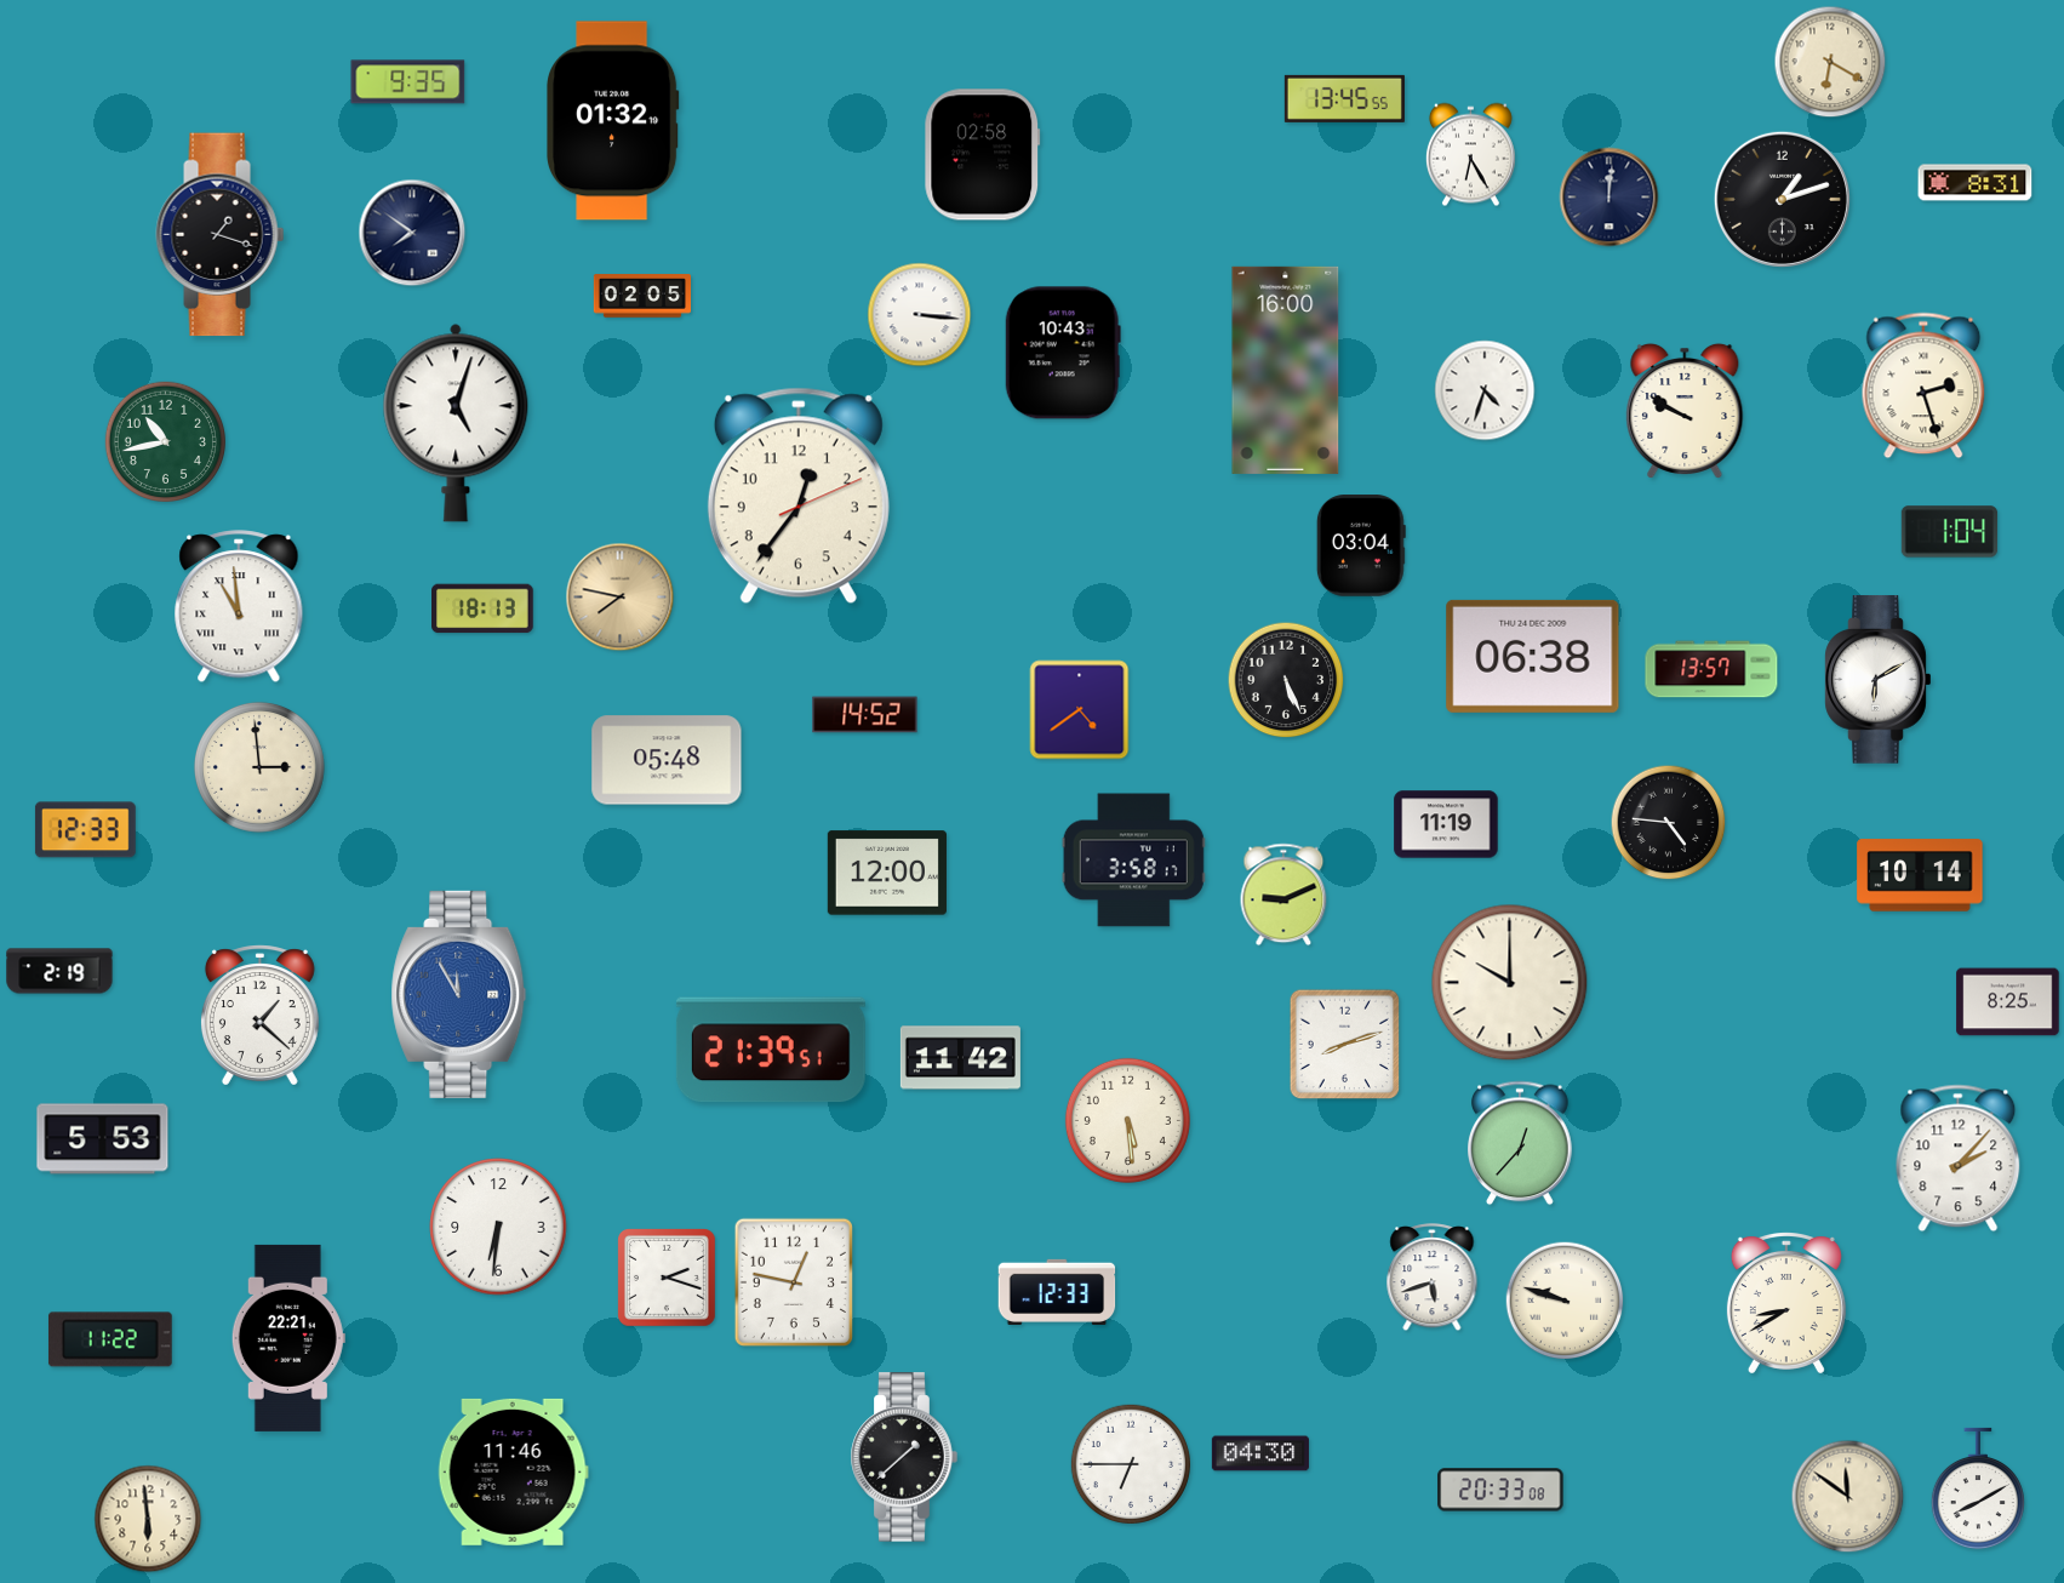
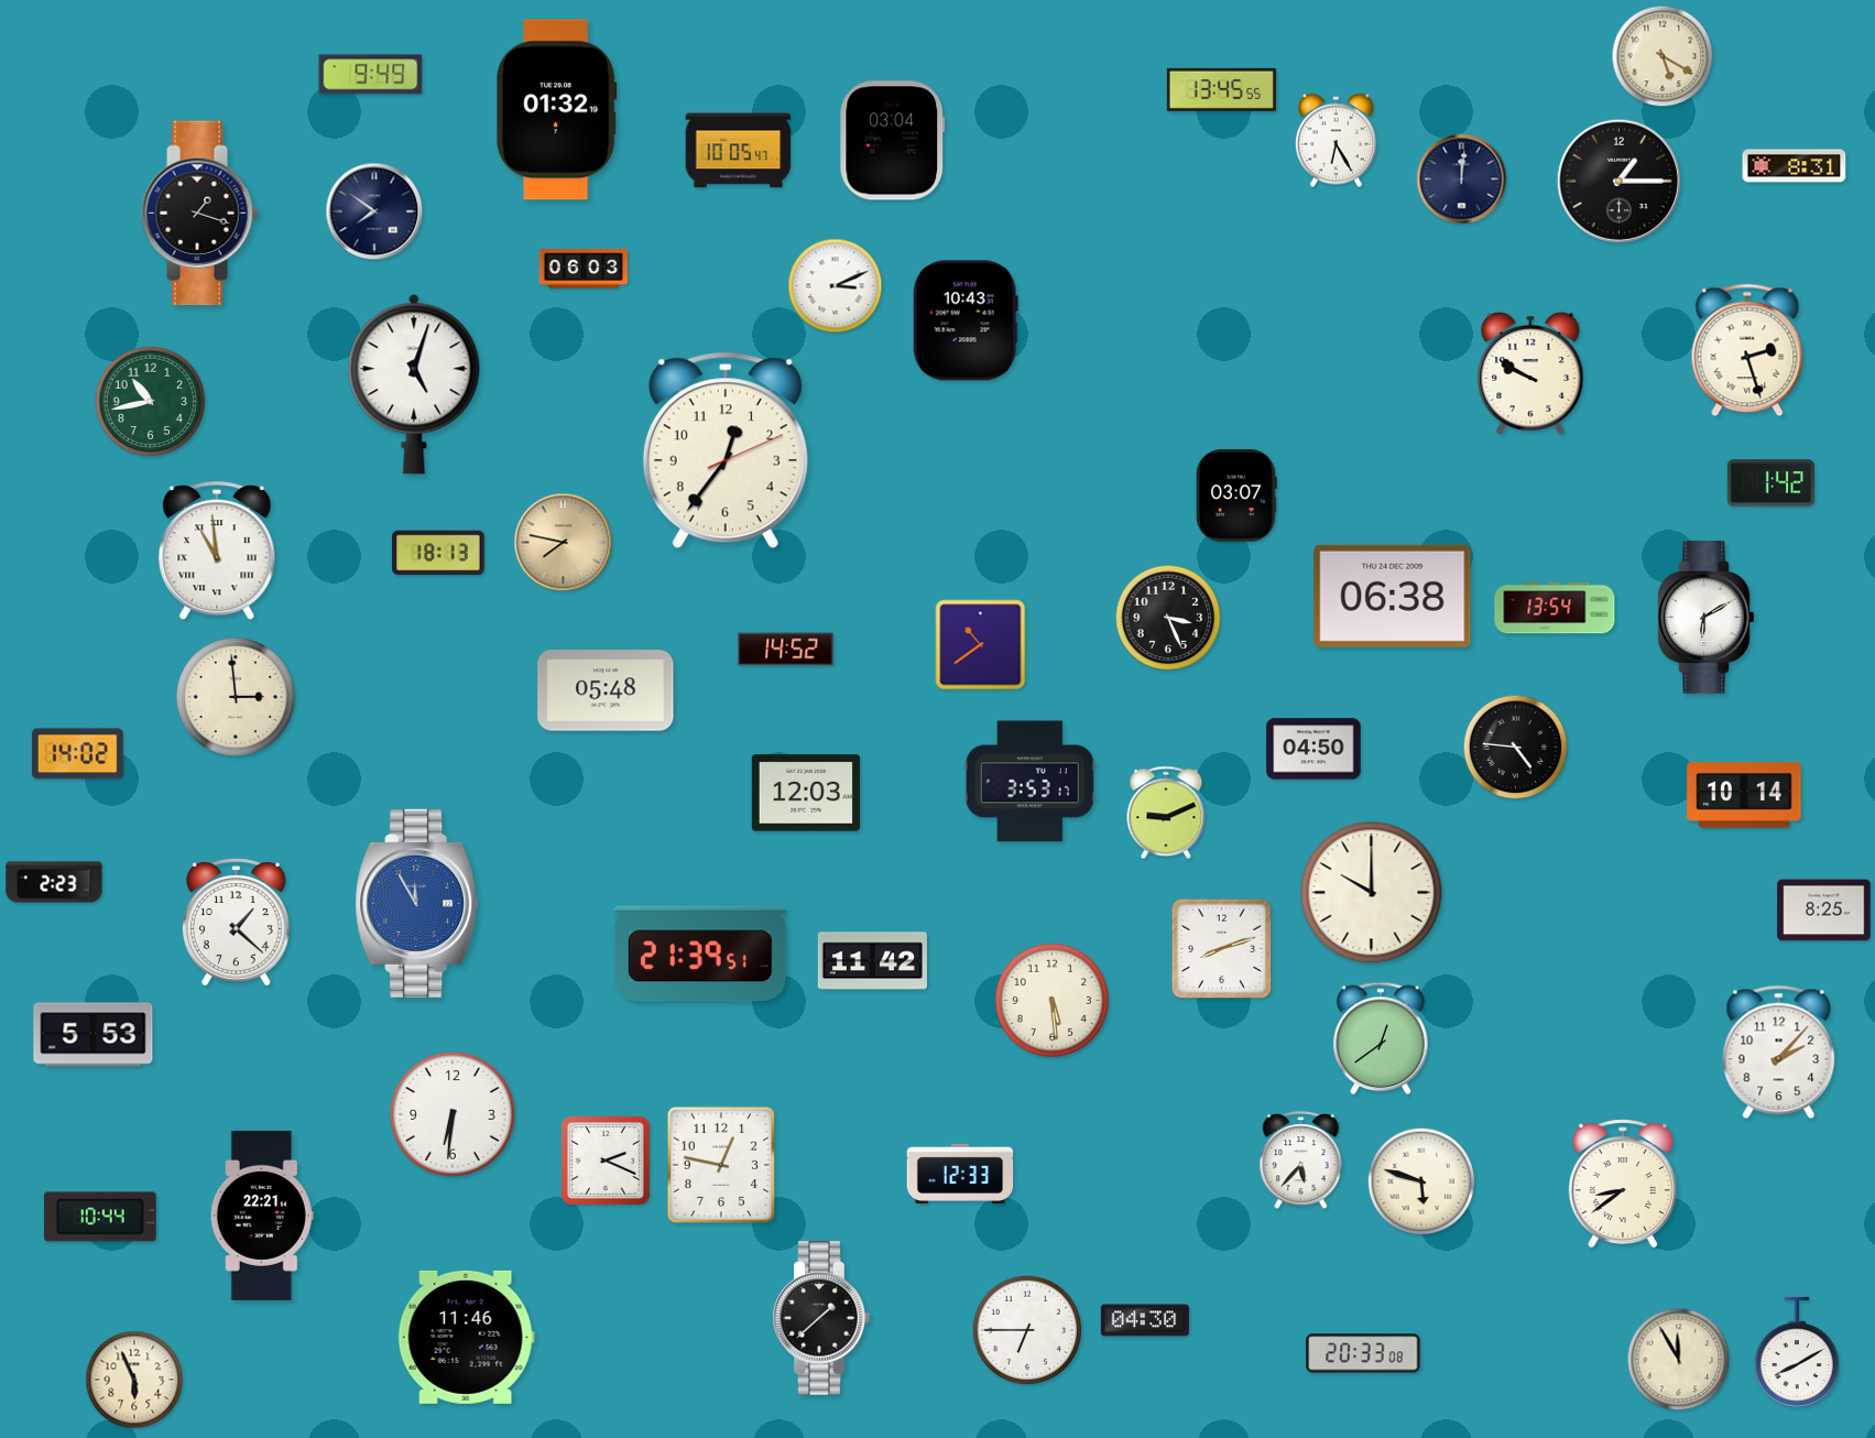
clock at (1830, 62): 6:20 -> 5:20
clock at (408, 82): 9:35 -> 9:49
clock at (983, 155): 02:58 -> 03:04
clock at (739, 151): none -> 10:05
clock at (1782, 199): 1:12 -> 1:15
clock at (641, 296): 02:05 -> 06:03
clock at (920, 315): 3:16 -> 3:11
clock at (1286, 370): 16:00 -> none
clock at (1485, 390): 4:33 -> none
clock at (1950, 532): 1:04 -> 1:42
clock at (1361, 545): 03:04 -> 03:07
clock at (1711, 669): 13:57 -> 13:54
clock at (1286, 680): 5:26 -> 3:26
clock at (1080, 710): 4:39 -> 10:39
clock at (1446, 824): 11:19 -> 04:50
clock at (85, 830): 12:33 -> 14:02
clock at (1133, 861): 3:58 -> 3:53
clock at (887, 873): 12:00 -> 12:03
clock at (59, 971): 2:19 -> 2:23
clock at (1127, 1120) position: (1127, 1120) -> (1051, 1000)
clock at (1521, 1143): 12:37 -> 12:39
clock at (1433, 1278): 5:42 -> 5:37
clock at (668, 1279): 2:18 -> 2:19
clock at (1565, 1301): 9:48 -> 5:48
clock at (1786, 1303): 8:40 -> 8:39
clock at (110, 1339): 11:22 -> 10:44
clock at (904, 1457) position: (904, 1457) -> (821, 1318)
clock at (1848, 1497): 11:51 -> 11:55
clock at (148, 1519): 5:59 -> 5:56
